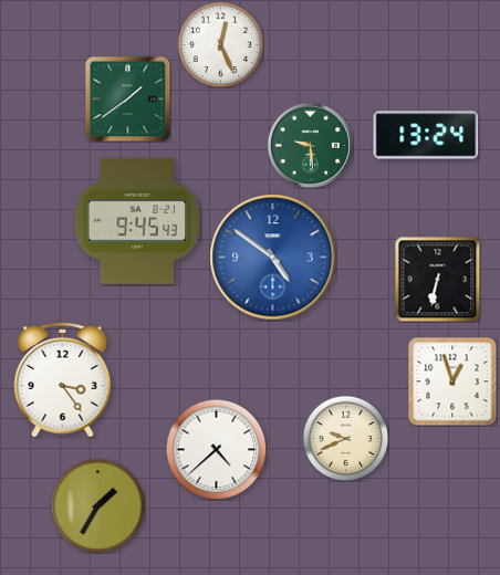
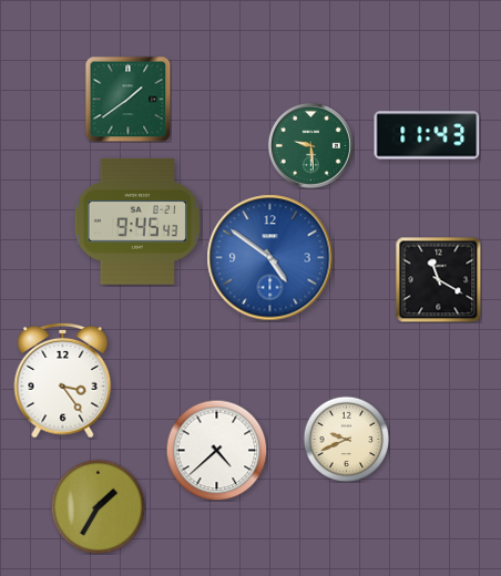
clock at (220, 44): 12:26 -> none
clock at (426, 135): 13:24 -> 11:43
clock at (273, 258) position: (273, 258) -> (270, 258)
clock at (437, 279): 6:32 -> 11:20
clock at (452, 381): 12:57 -> none
